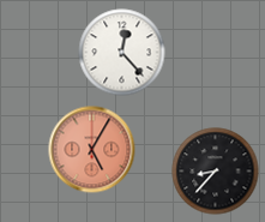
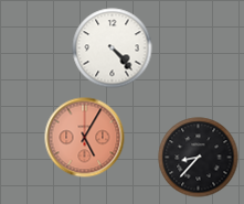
clock at (122, 53): 12:23 -> 4:23
